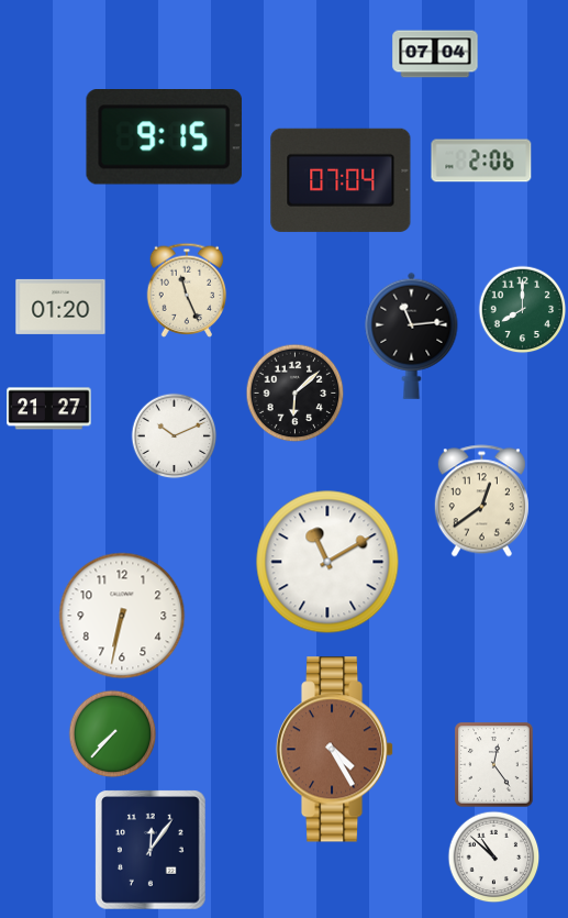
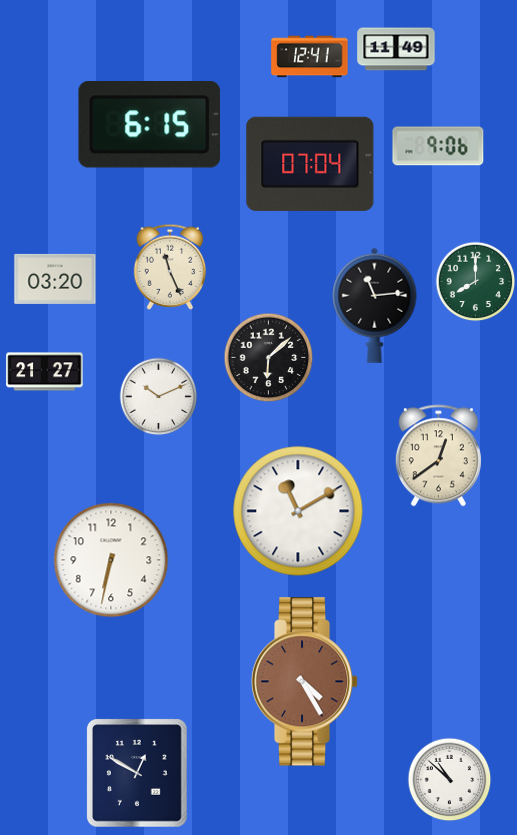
clock at (435, 54): 07:04 -> 11:49
clock at (310, 57): none -> 12:41
clock at (164, 137): 9:15 -> 6:15
clock at (481, 161): 2:06 -> 9:06
clock at (187, 290) position: (187, 290) -> (170, 267)
clock at (60, 307): 01:20 -> 03:20
clock at (112, 733): 7:37 -> none
clock at (494, 765): 12:24 -> none
clock at (152, 850): 12:06 -> 12:50
